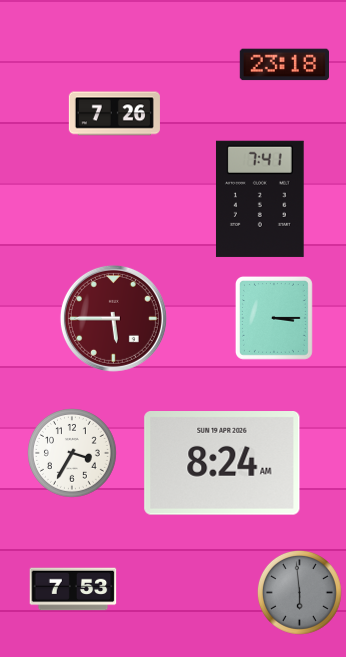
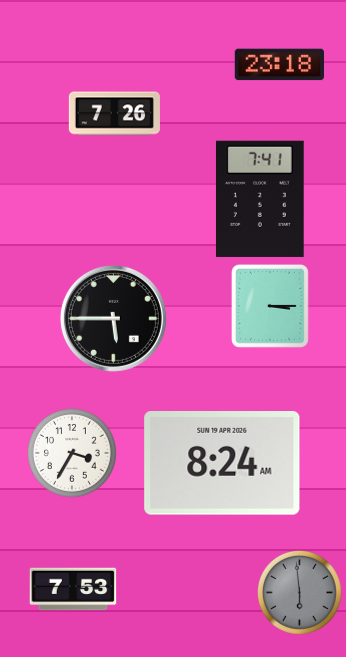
clock at (285, 65) position: (285, 65) -> (280, 65)
clock at (113, 318) dial: burgundy -> black
clock at (274, 318) position: (274, 318) -> (270, 306)
